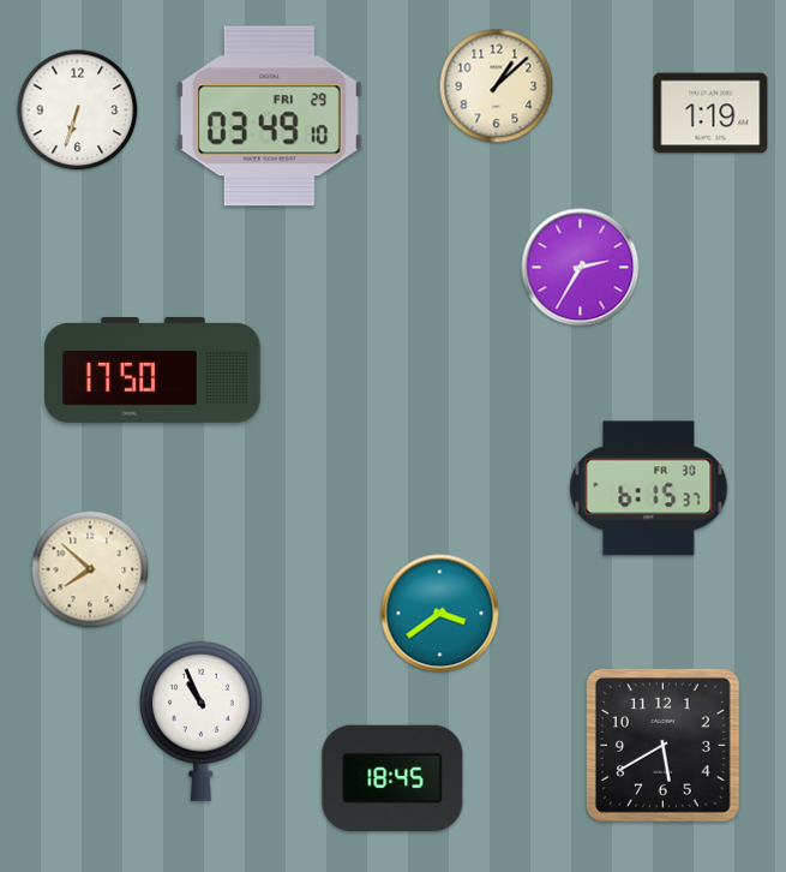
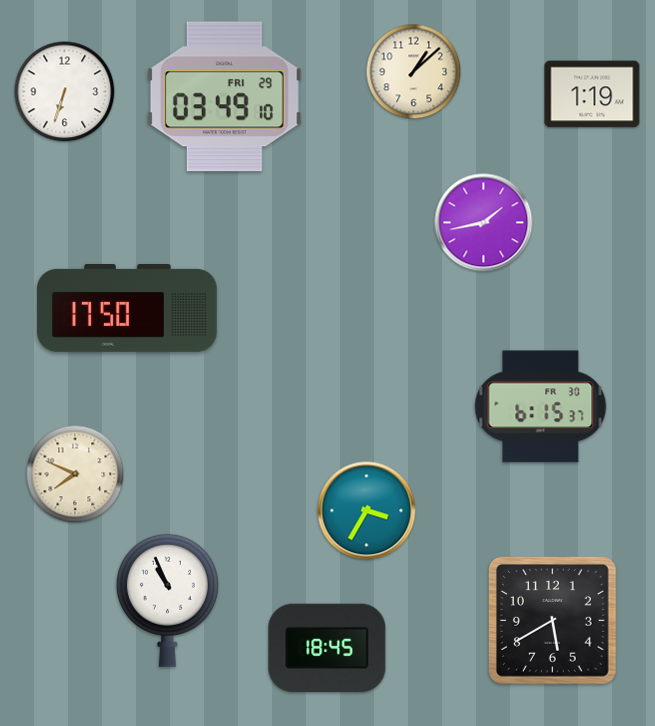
clock at (581, 268): 2:35 -> 1:43
clock at (90, 569): 7:52 -> 7:49
clock at (440, 614): 3:39 -> 3:35
